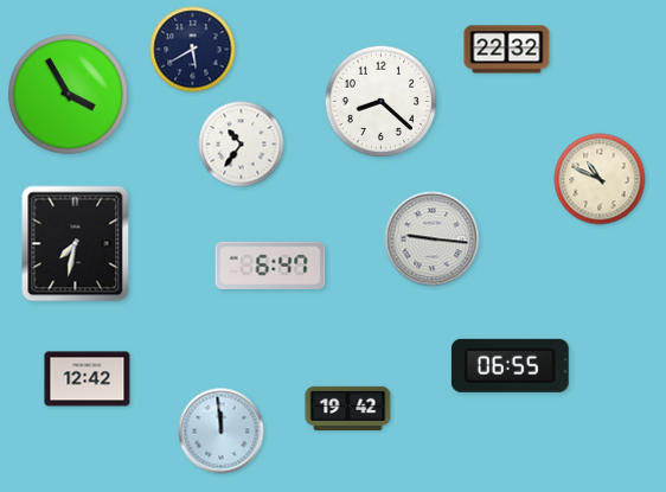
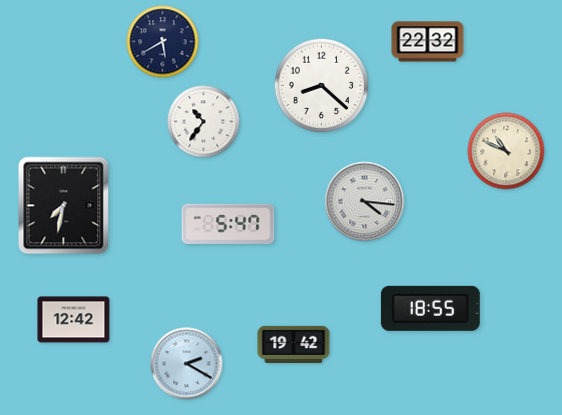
clock at (68, 94): 3:55 -> none
clock at (433, 239): 9:16 -> 4:16
clock at (270, 266): 6:47 -> 5:47
clock at (510, 365): 06:55 -> 18:55
clock at (222, 432): 11:59 -> 2:20
